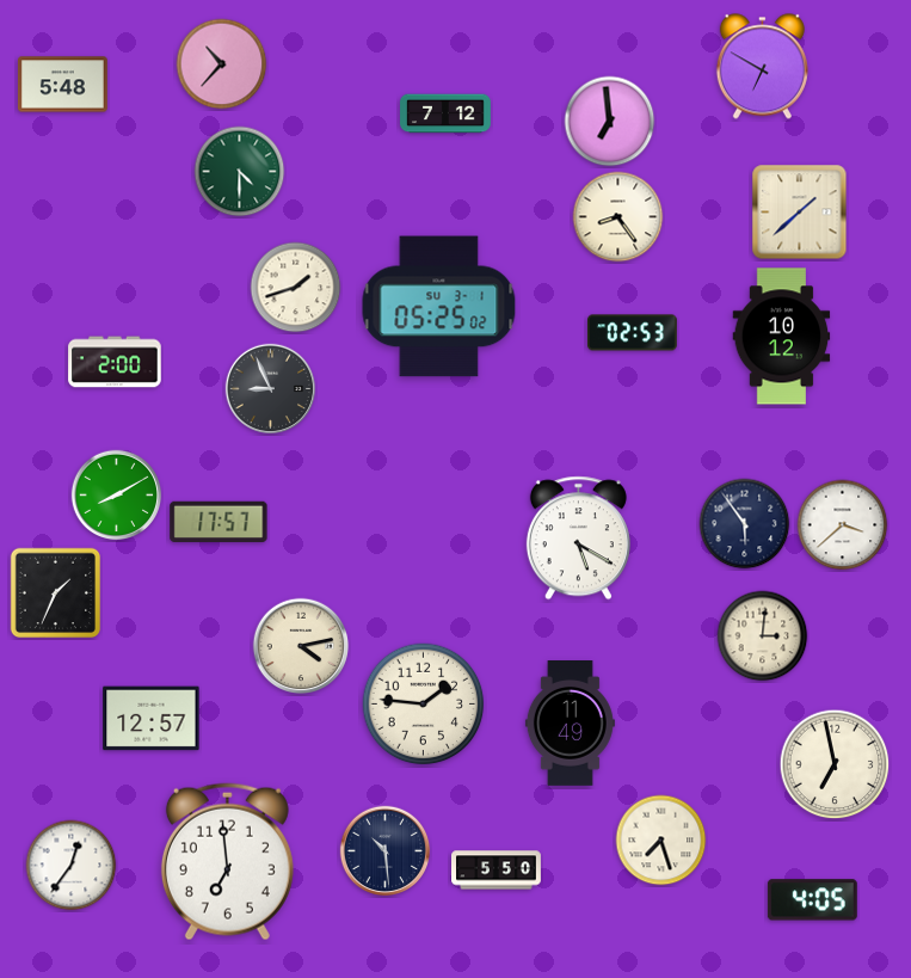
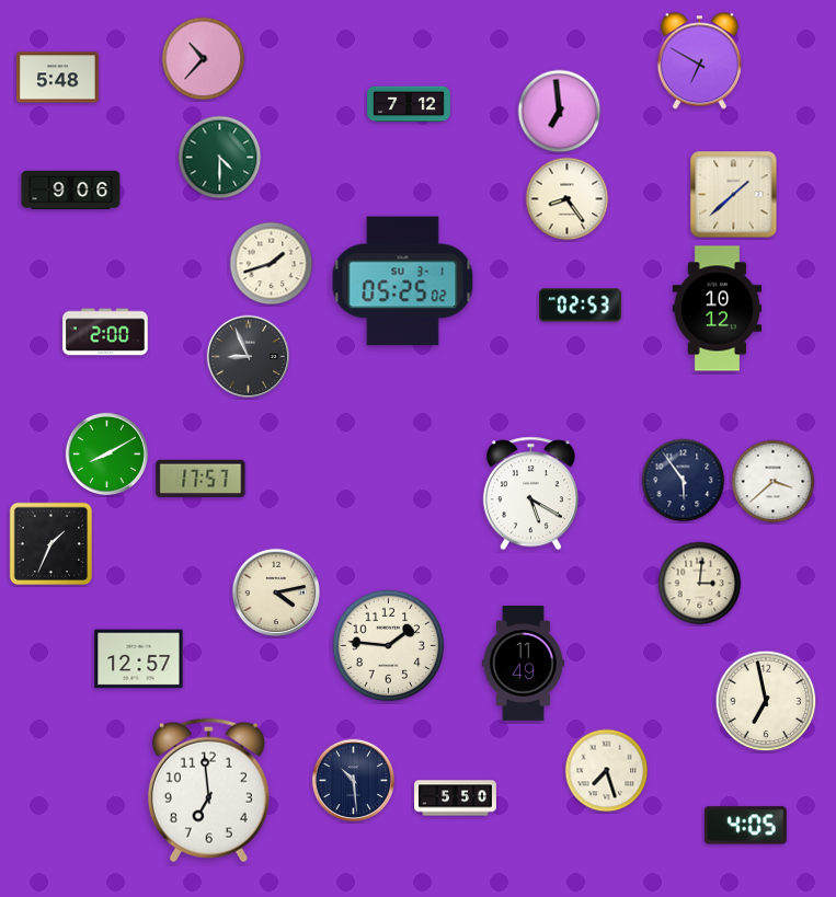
clock at (71, 189): none -> 9:06
clock at (72, 866): 12:36 -> none
